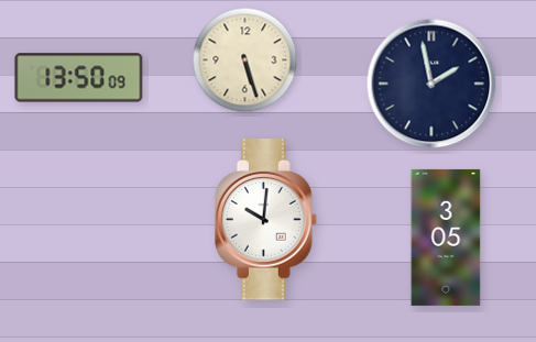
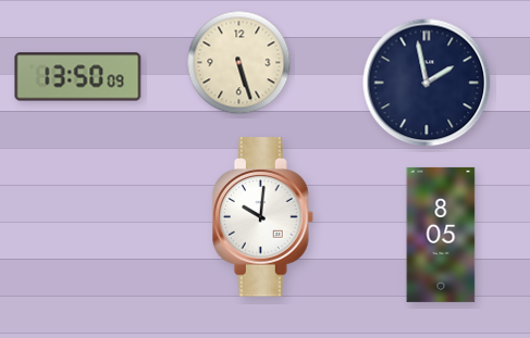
clock at (245, 60) position: (245, 60) -> (239, 63)
clock at (446, 238): 3:05 -> 8:05
